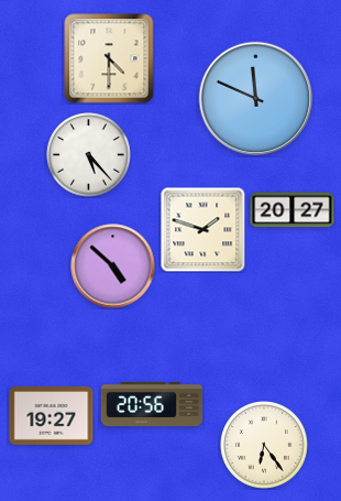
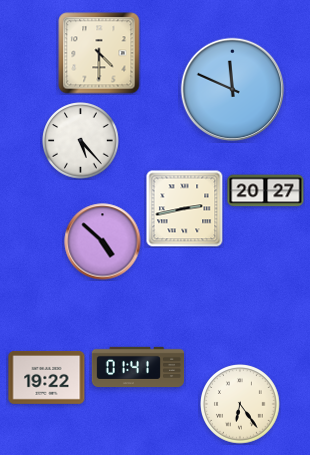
clock at (202, 229): 1:48 -> 2:43
clock at (152, 404): 20:56 -> 01:41
clock at (52, 415): 19:27 -> 19:22
